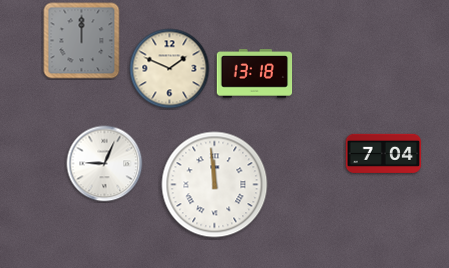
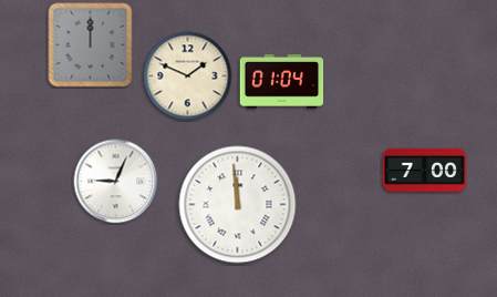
clock at (255, 74): 13:18 -> 01:04
clock at (384, 153): 7:04 -> 7:00
